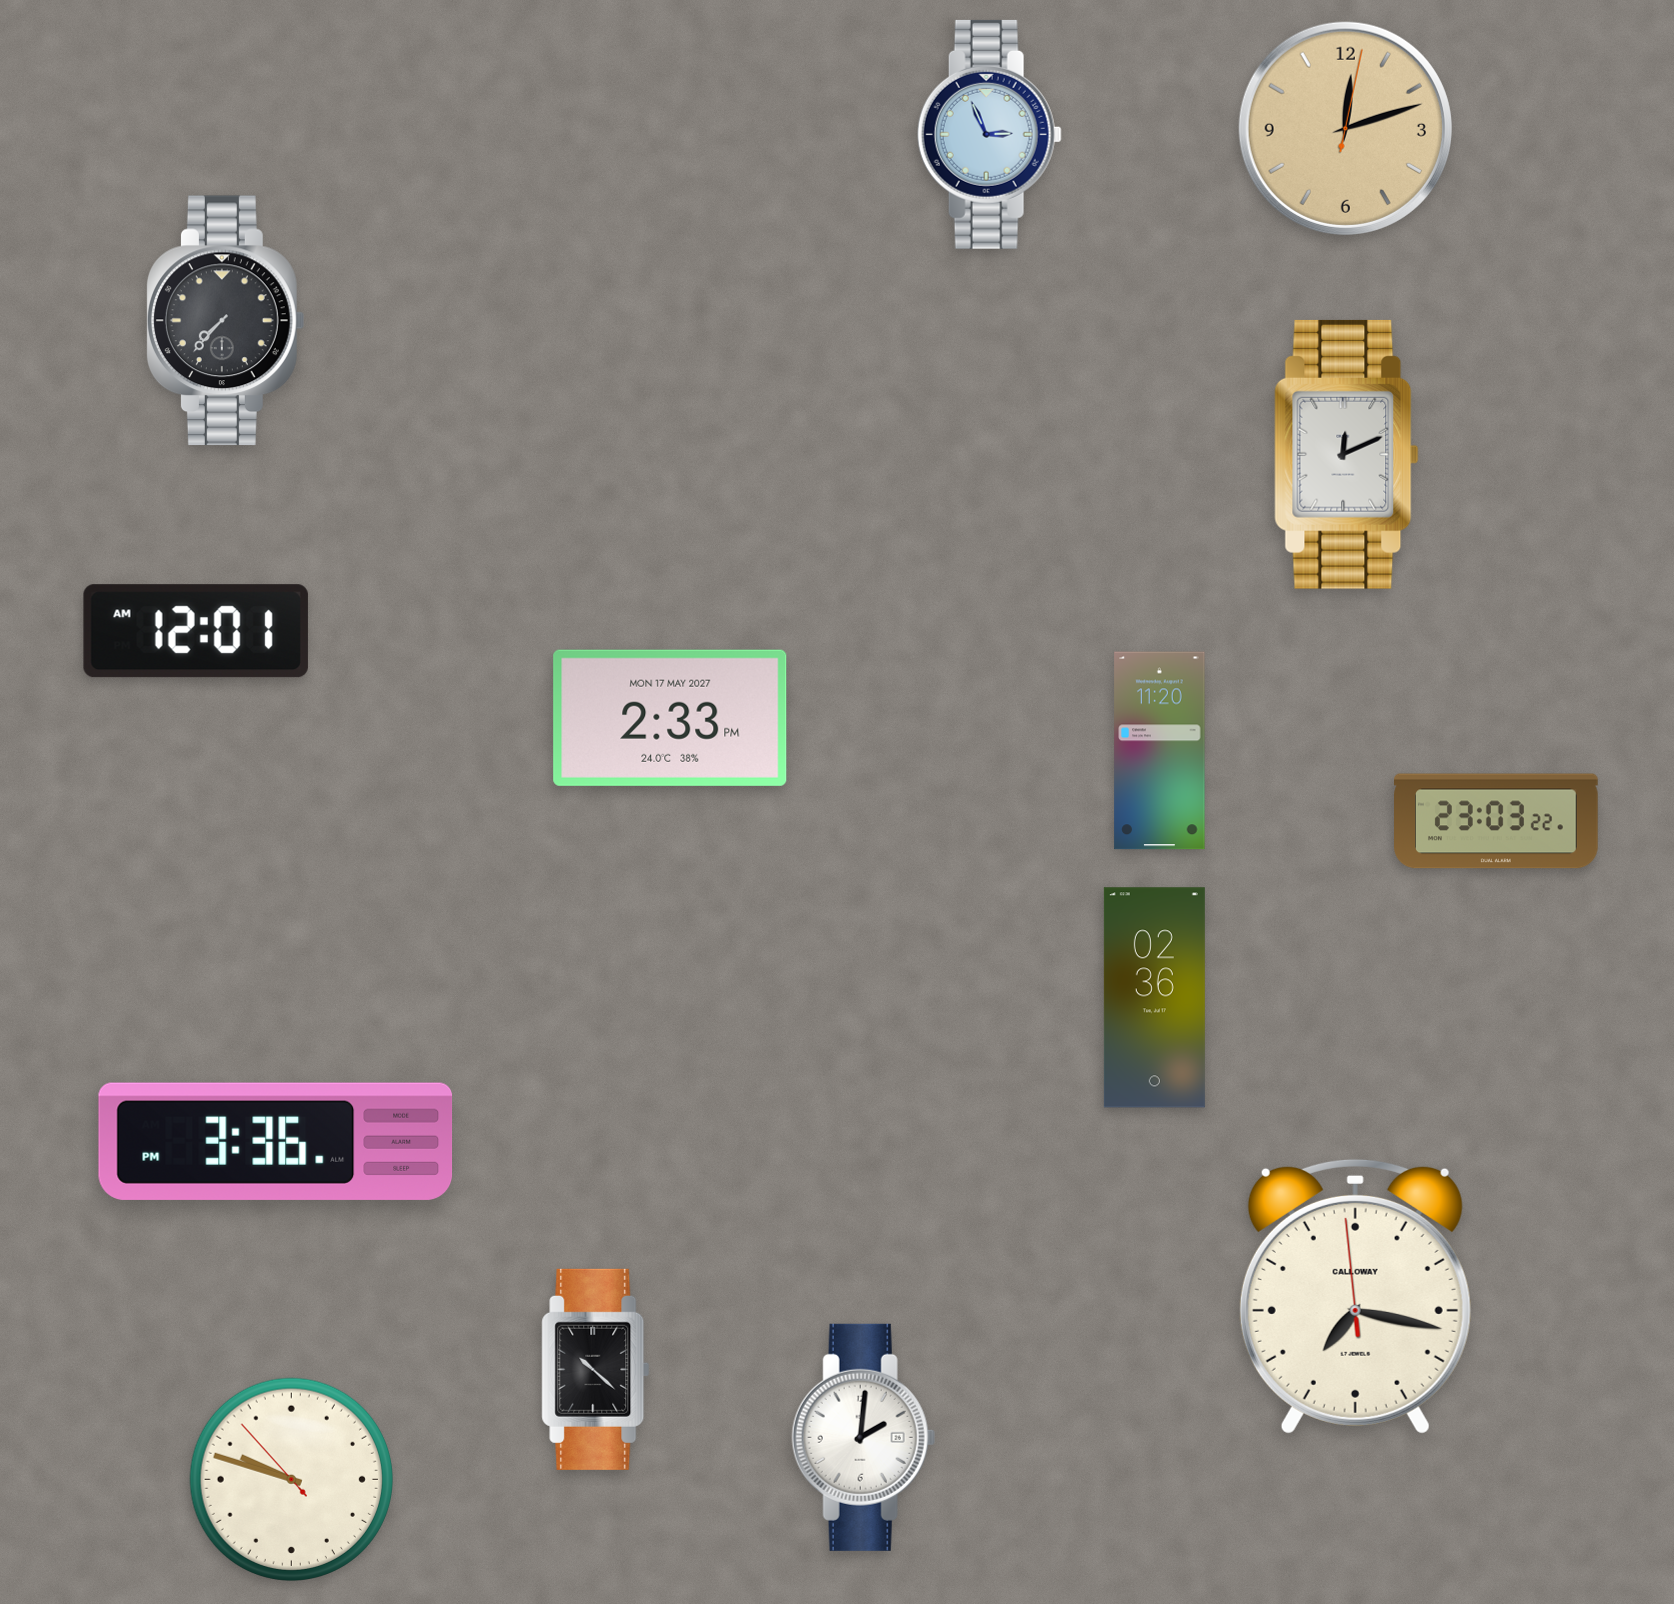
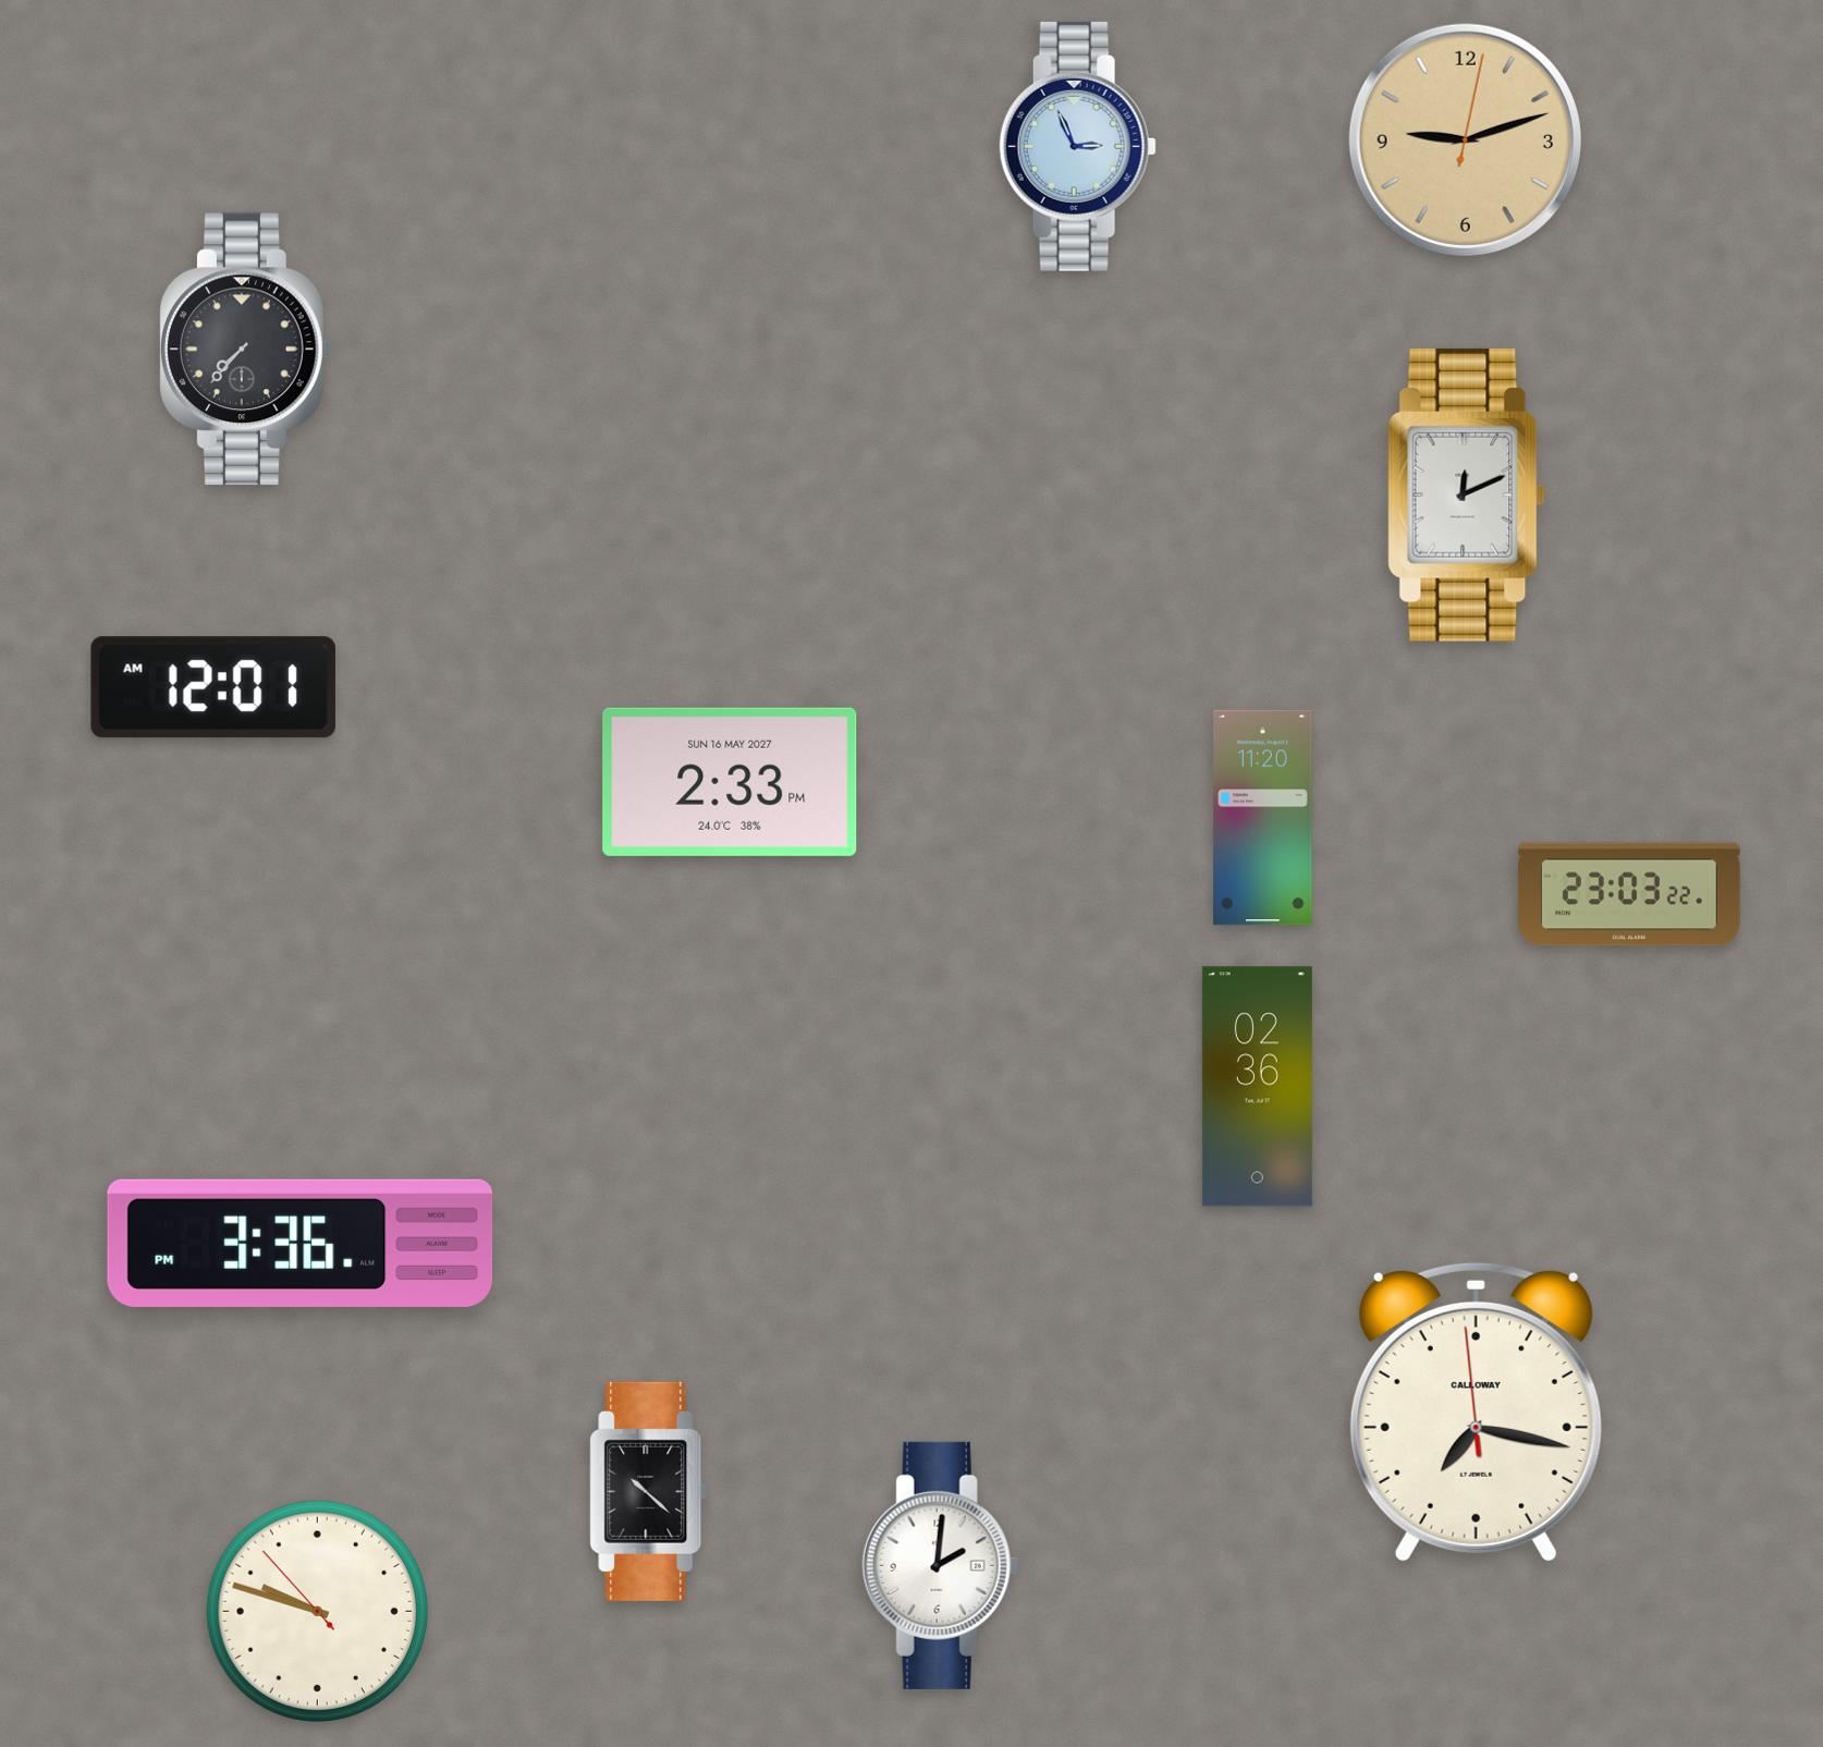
clock at (1345, 128): 12:12 -> 9:12
clock at (670, 718) date: MON 17 MAY 2027 -> SUN 16 MAY 2027
